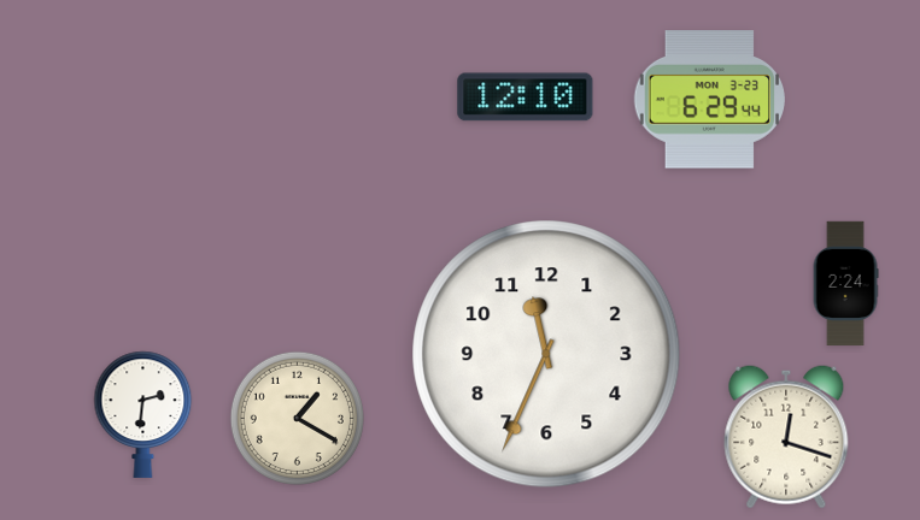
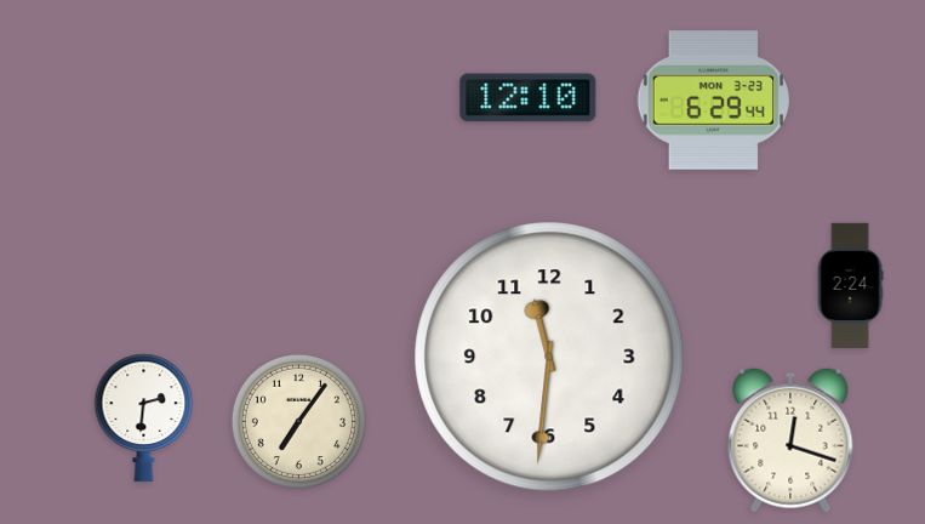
clock at (546, 354): 11:34 -> 11:31
clock at (297, 418): 1:20 -> 7:06
